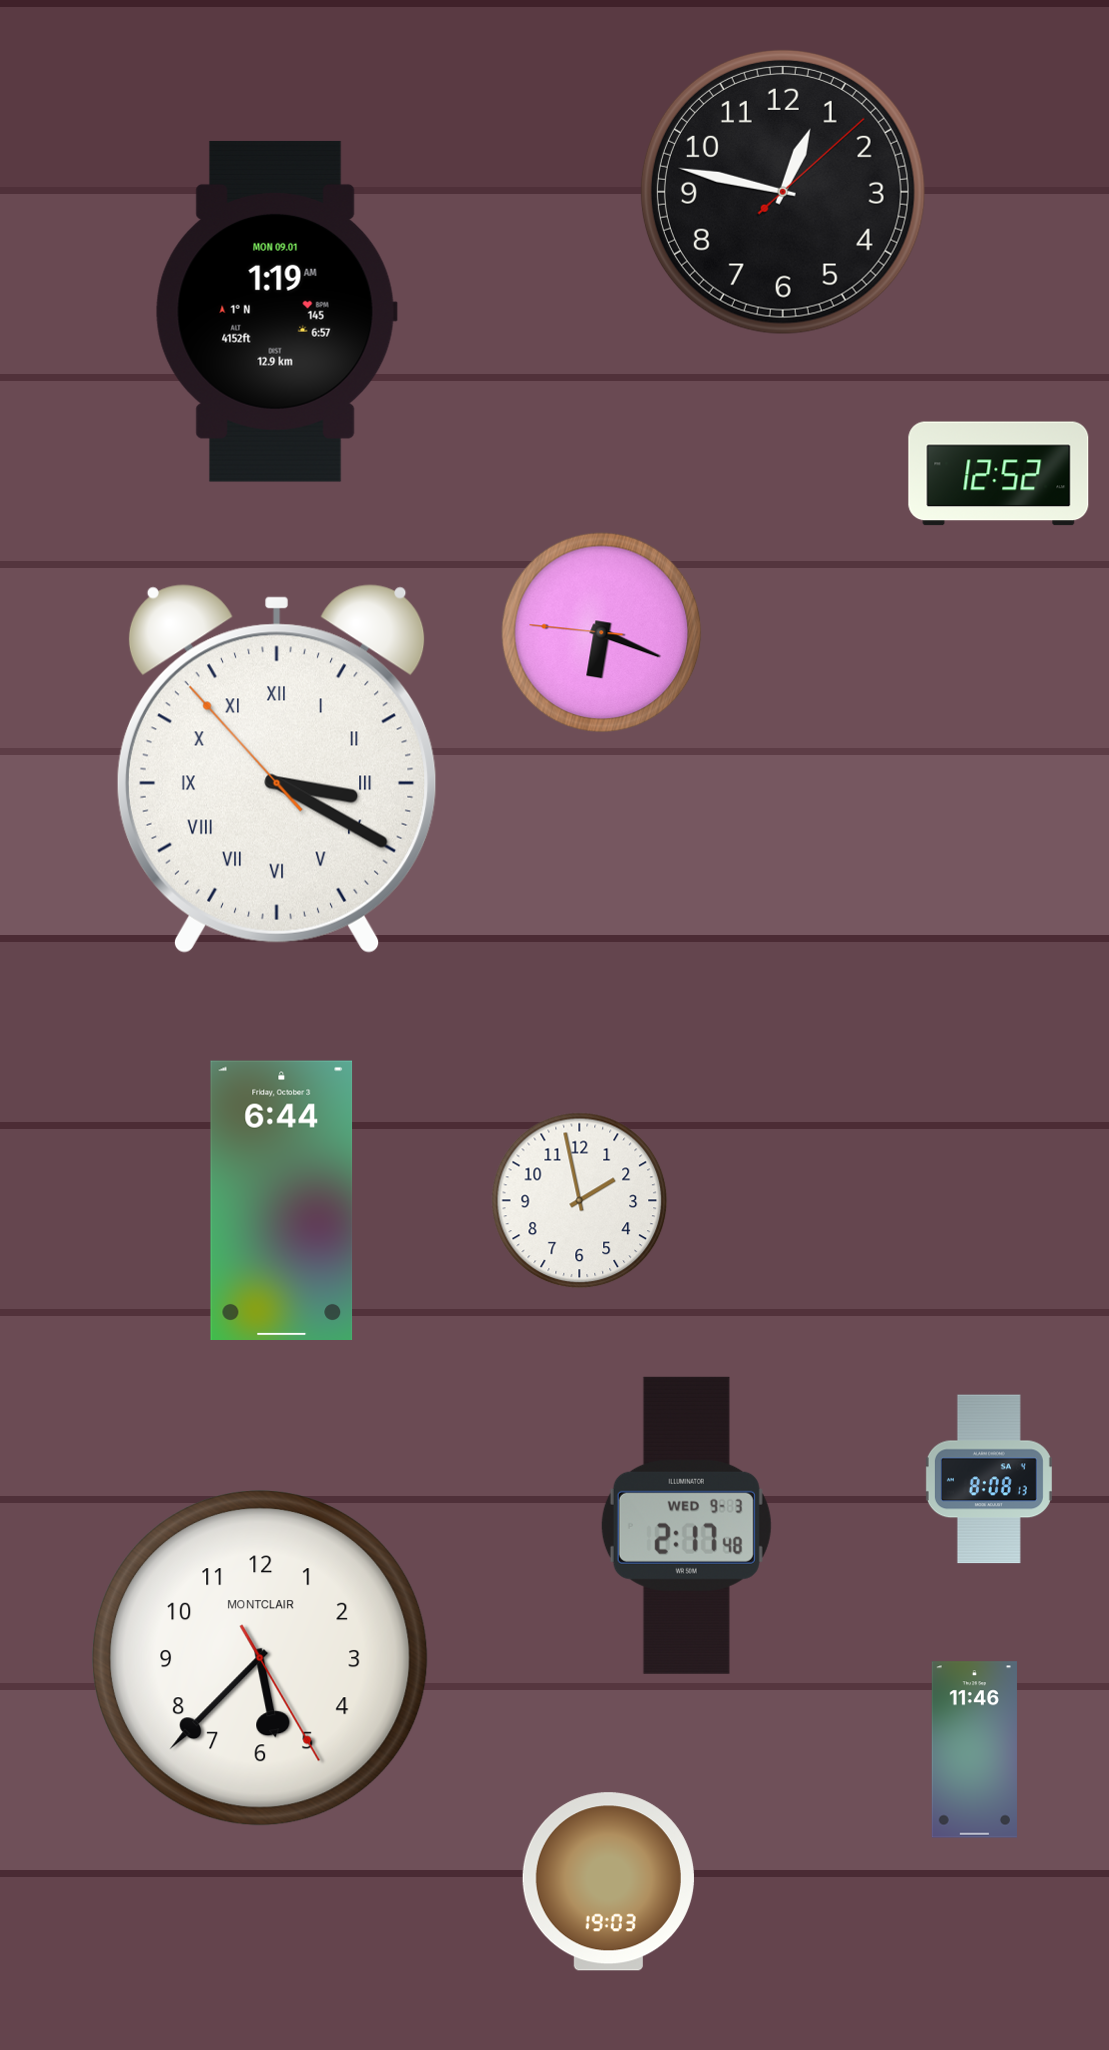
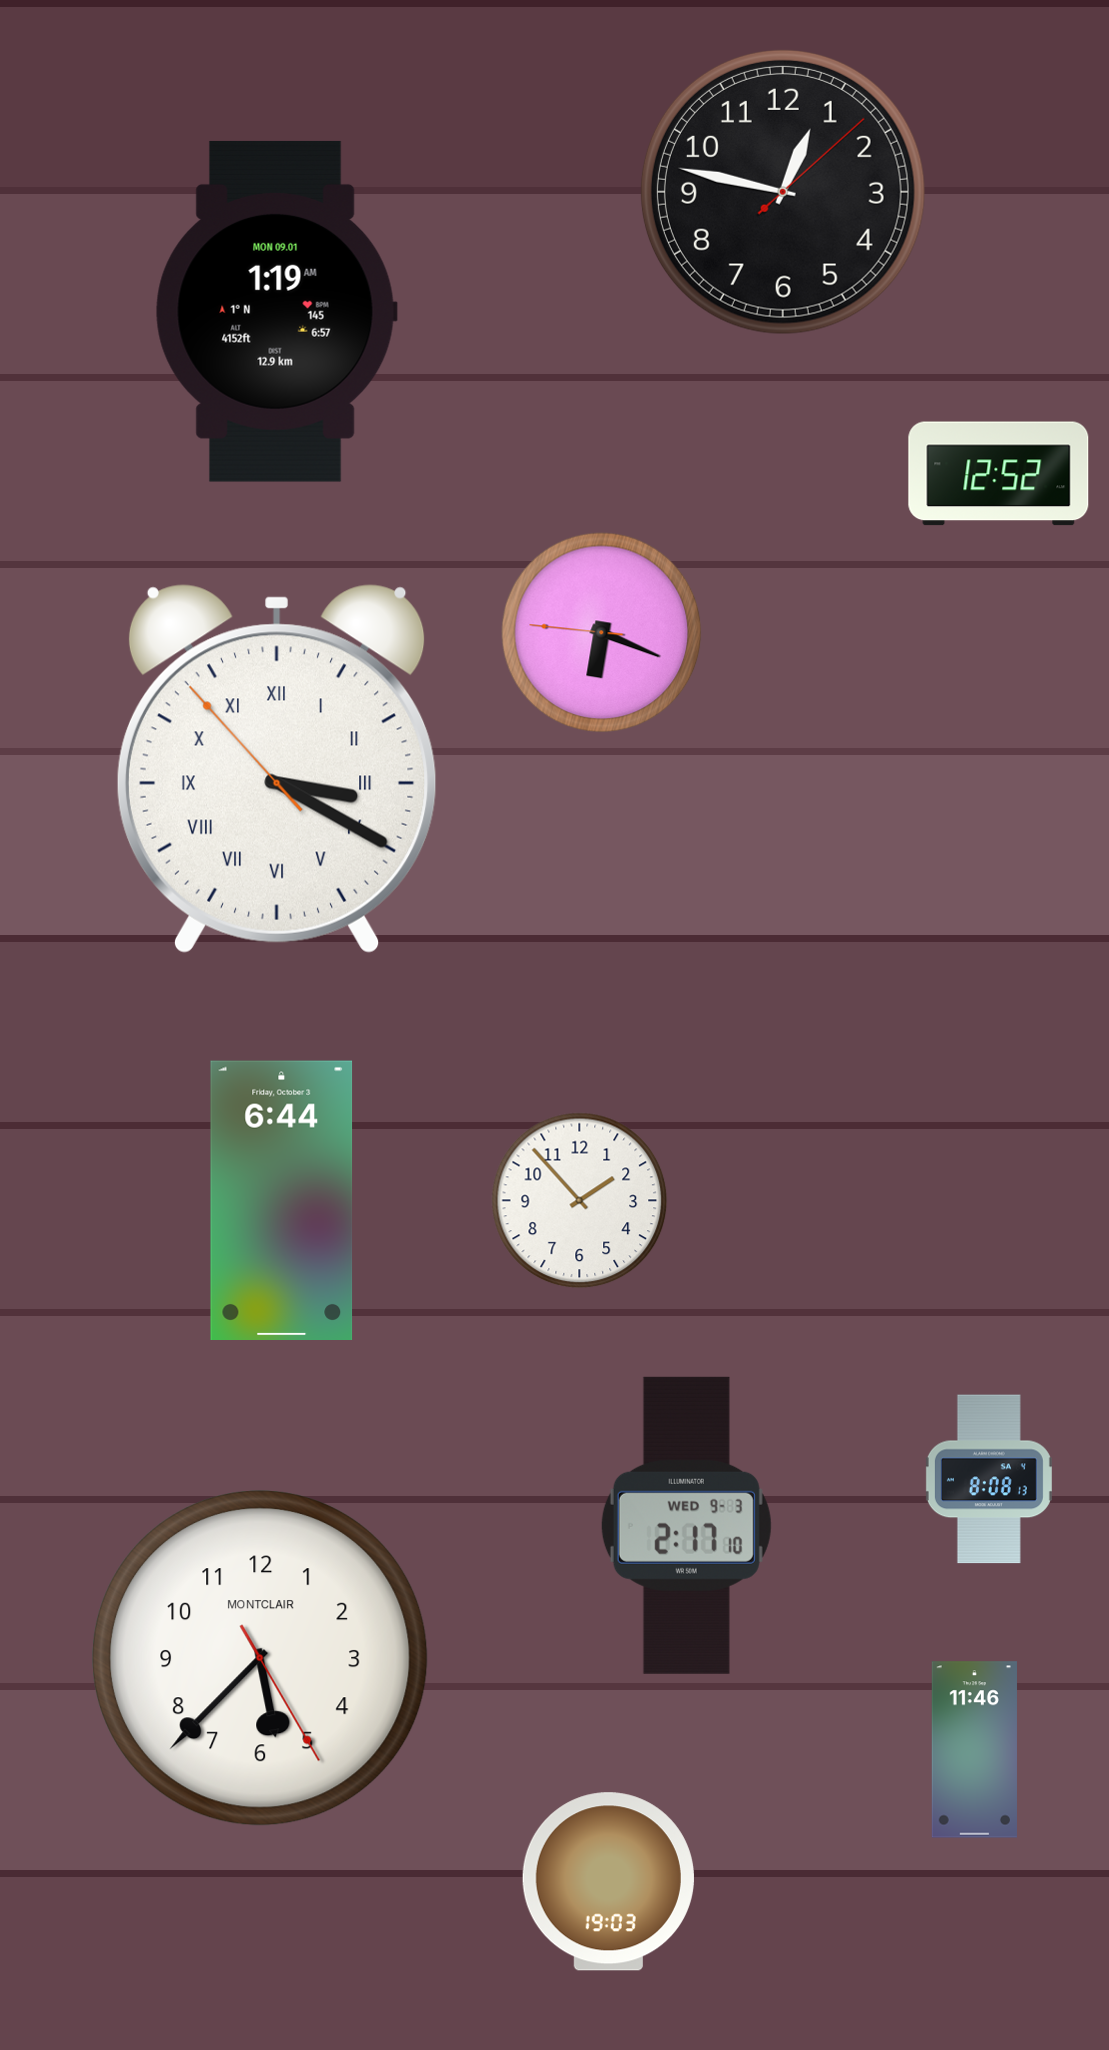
clock at (580, 1201): 1:58 -> 1:53
clock at (686, 1525): 2:17:48 -> 2:17:10
